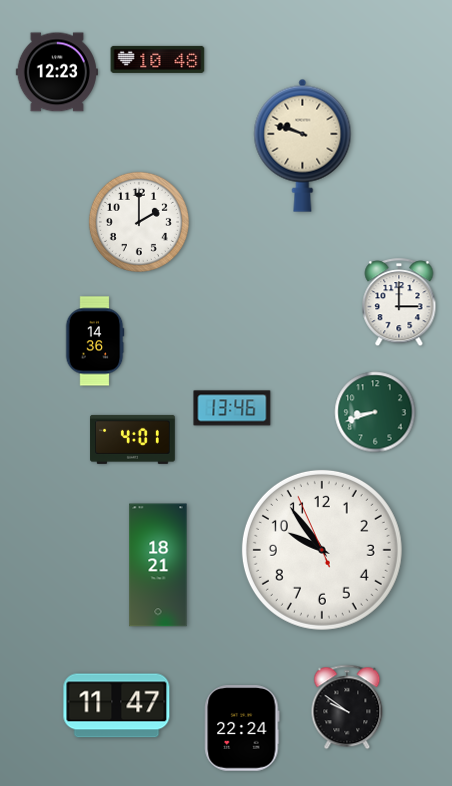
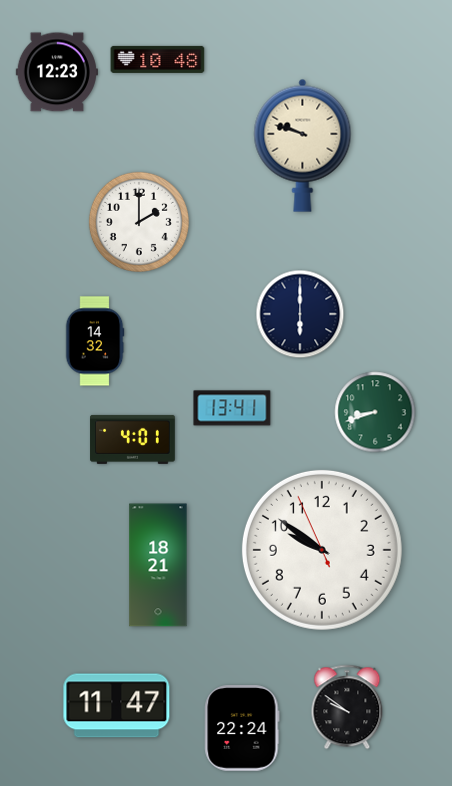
clock at (399, 303): 3:00 -> none
clock at (300, 314): none -> 6:00
clock at (95, 341): 14:36 -> 14:32
clock at (232, 408): 13:46 -> 13:41
clock at (322, 550): 9:53 -> 9:50
